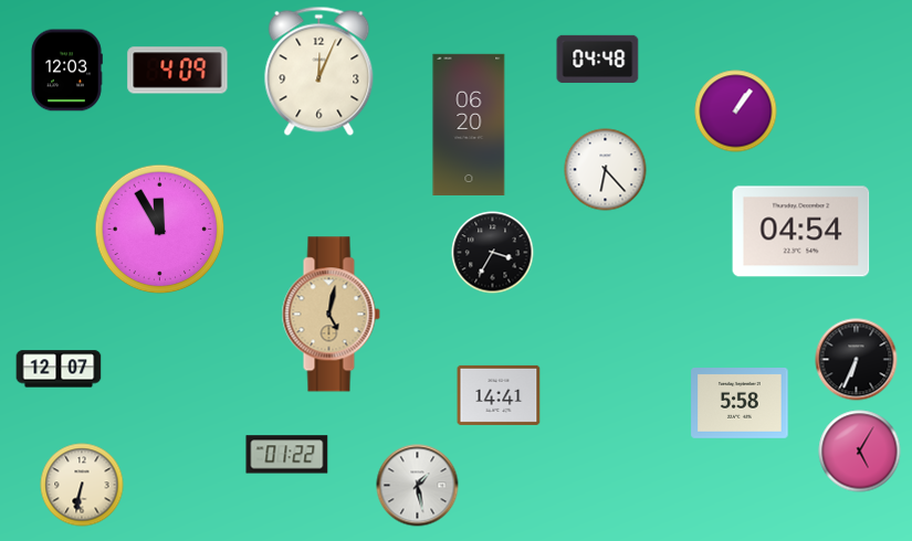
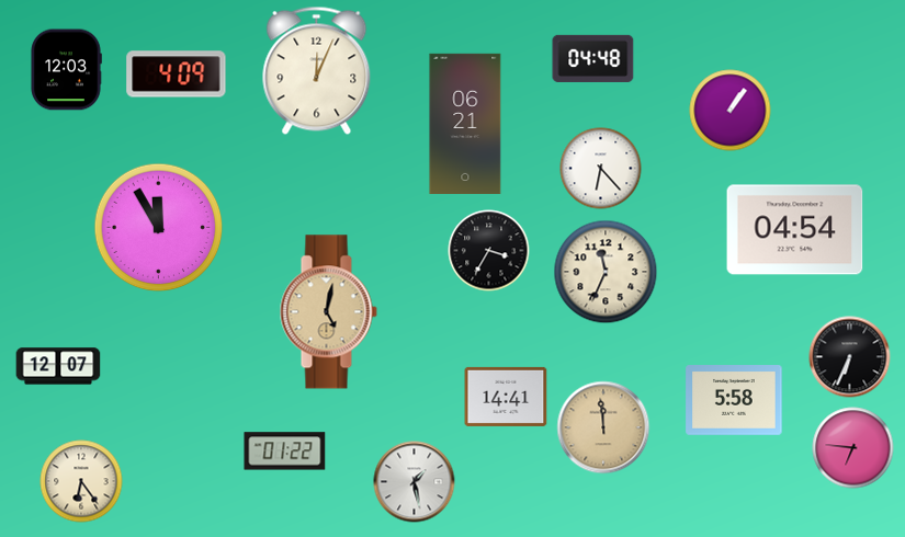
clock at (178, 71) position: (178, 71) -> (177, 75)
clock at (469, 125): 06:20 -> 06:21
clock at (606, 272): none -> 11:34
clock at (499, 395) position: (499, 395) -> (506, 397)
clock at (603, 427): none -> 11:59
clock at (860, 452): 5:05 -> 6:46
clock at (82, 485): 6:32 -> 6:24
